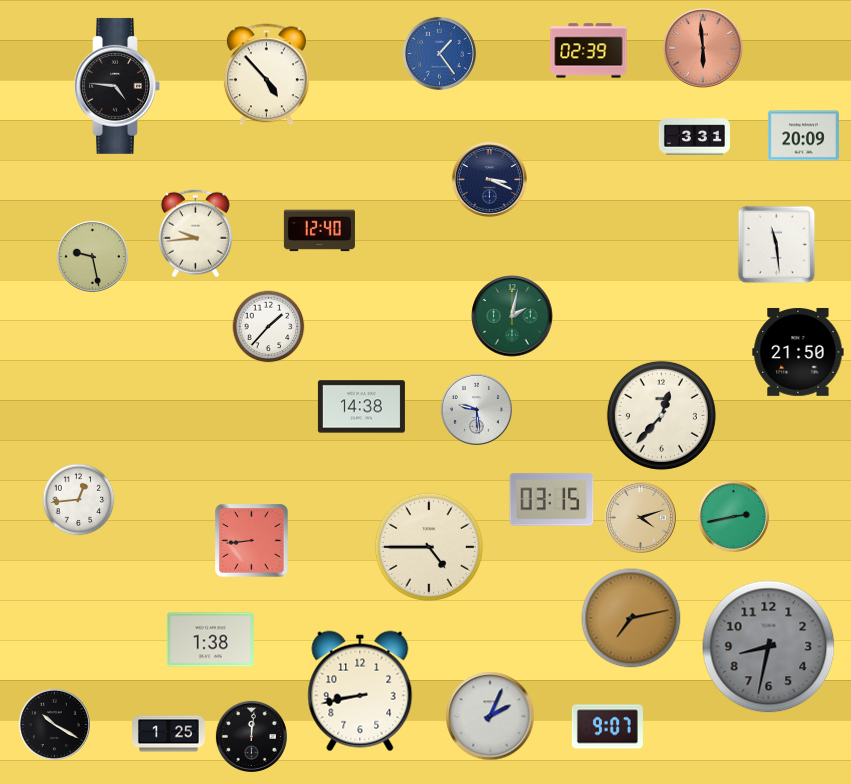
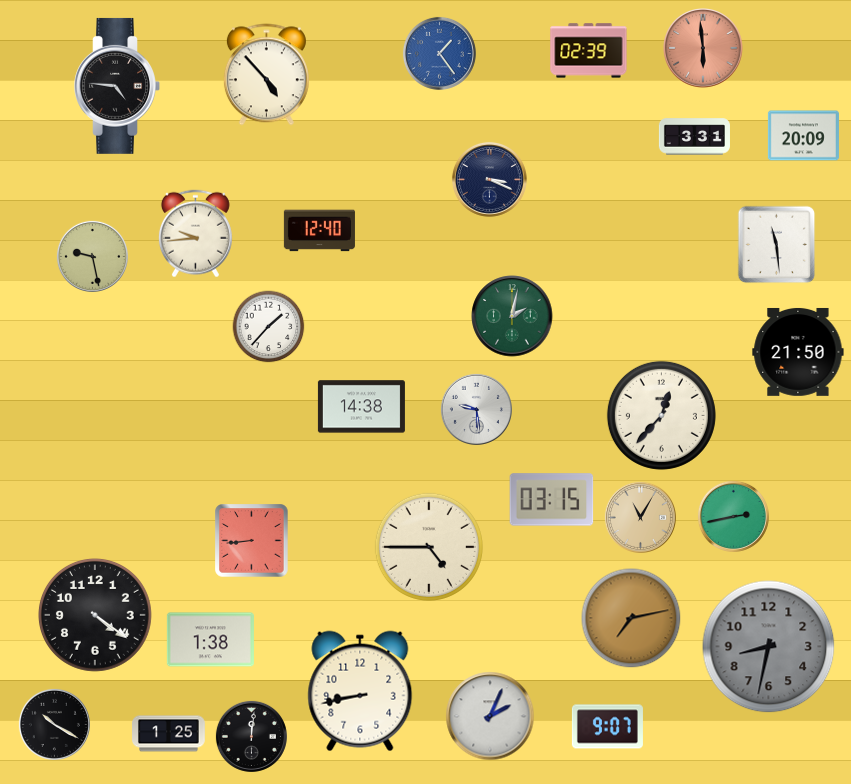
clock at (79, 500): 12:44 -> none
clock at (640, 517): 4:12 -> 11:05
clock at (96, 616): none -> 4:21
